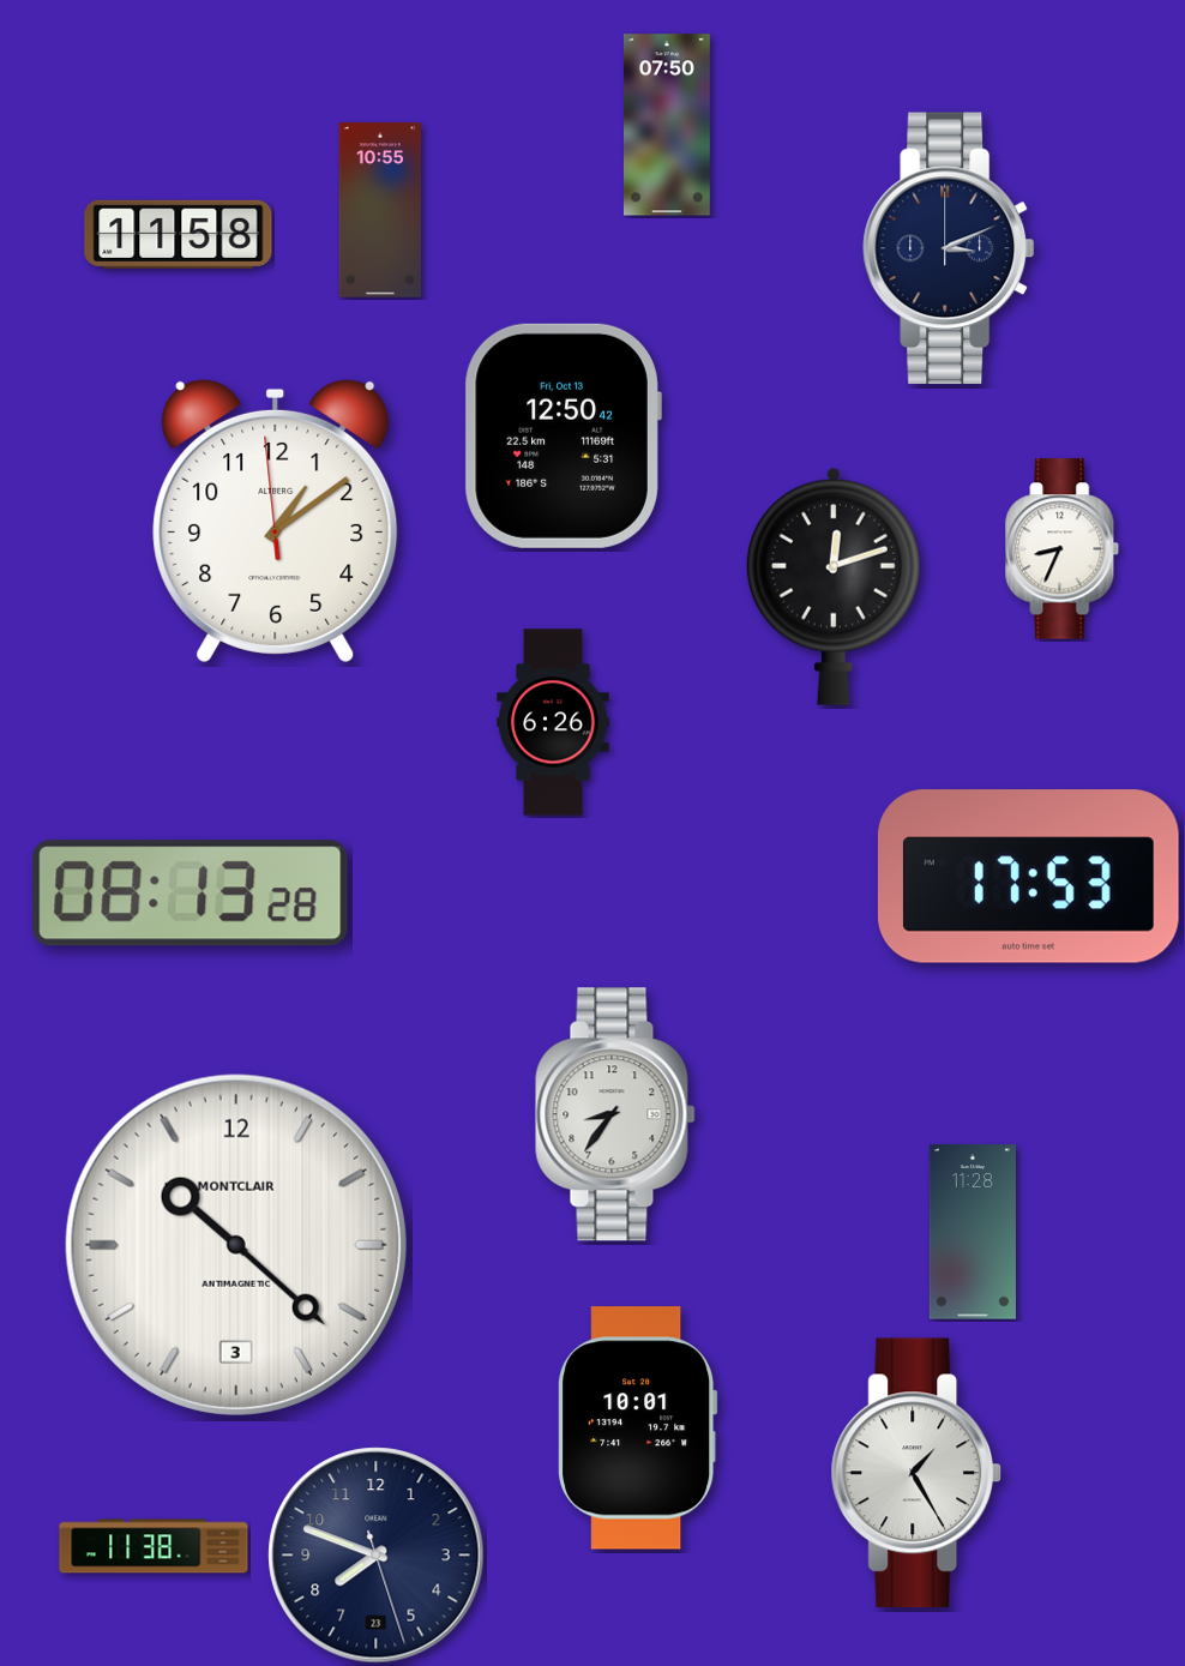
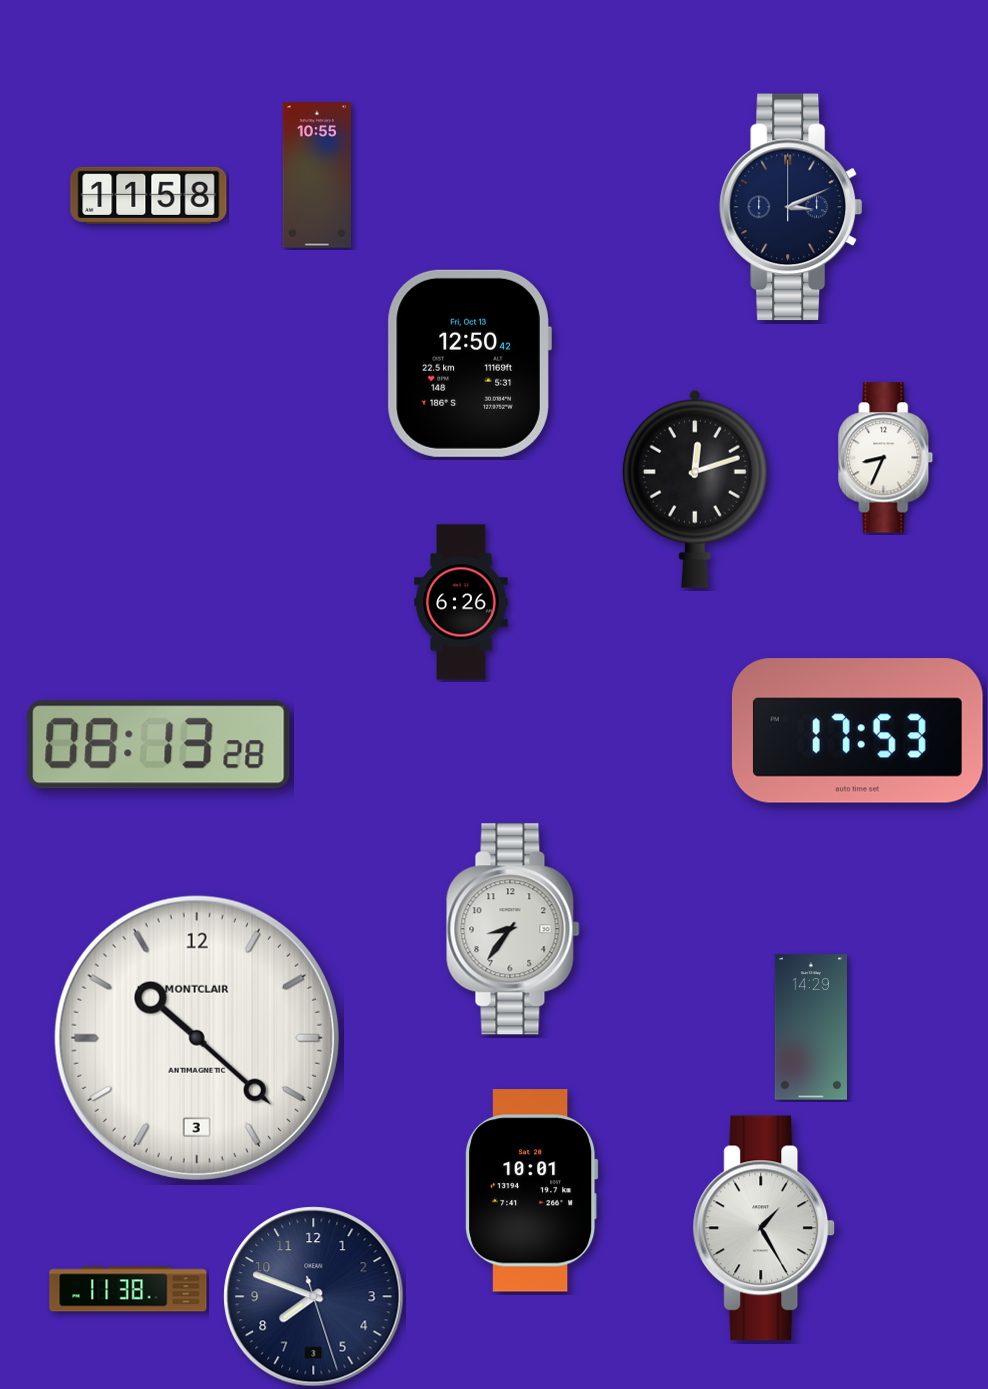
clock at (667, 125): 07:50 -> none
clock at (276, 521): 1:08 -> none
clock at (973, 1232): 11:28 -> 14:29
clock at (377, 1556) date: 23 -> 3
